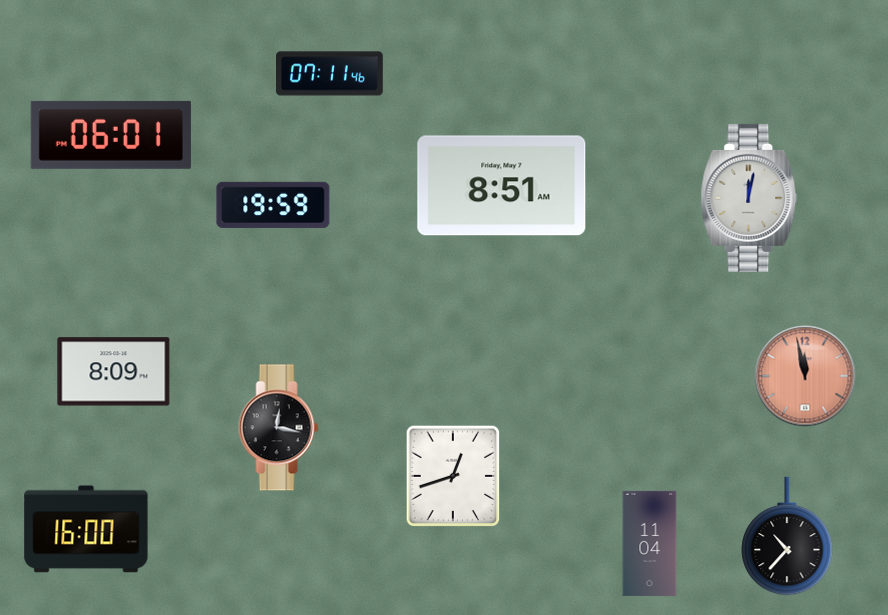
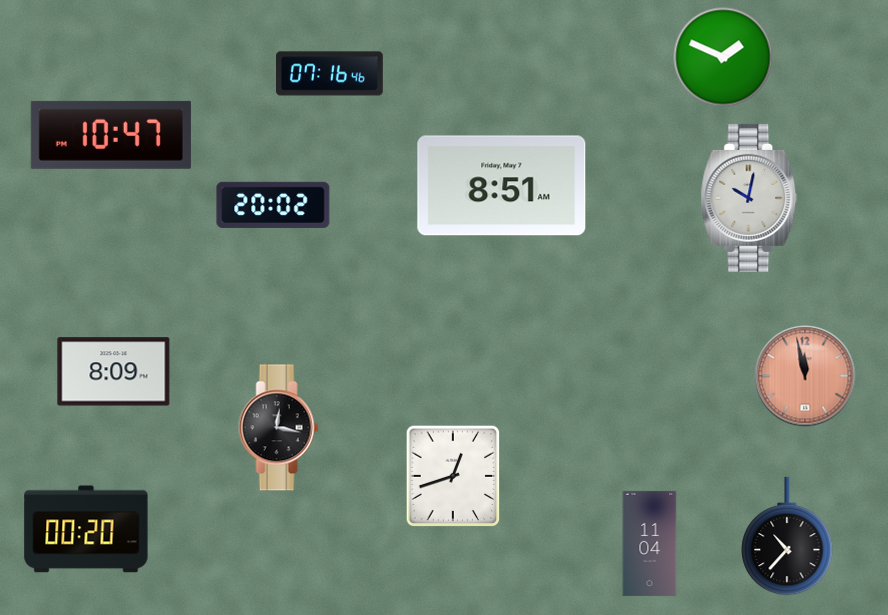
clock at (723, 57): none -> 1:49
clock at (330, 74): 07:11 -> 07:16
clock at (111, 135): 06:01 -> 10:47
clock at (749, 198): 12:02 -> 10:02
clock at (273, 205): 19:59 -> 20:02
clock at (86, 529): 16:00 -> 00:20
